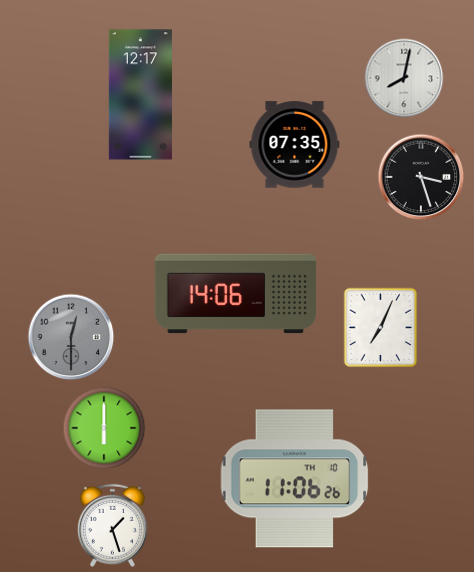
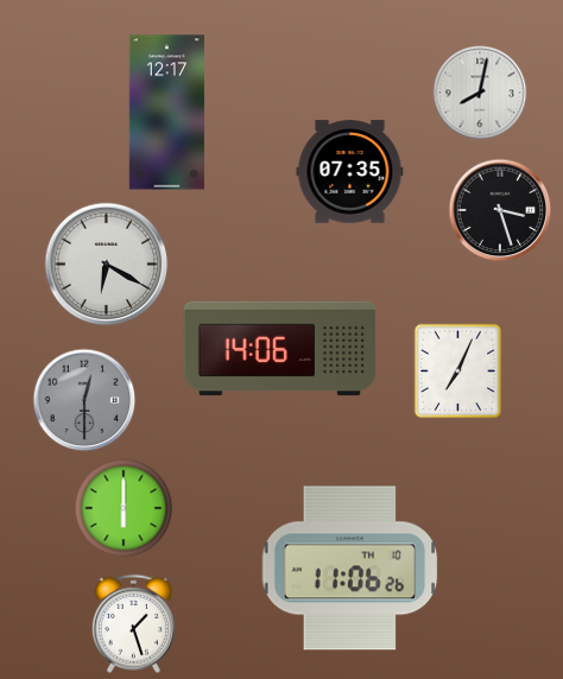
clock at (107, 265): none -> 6:20
clock at (381, 328) position: (381, 328) -> (458, 372)
